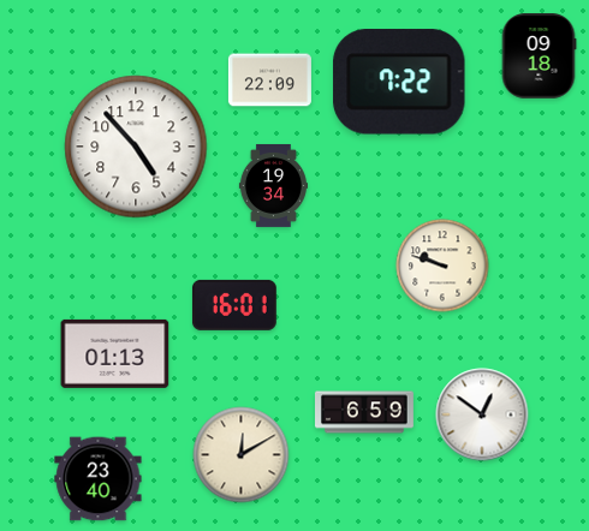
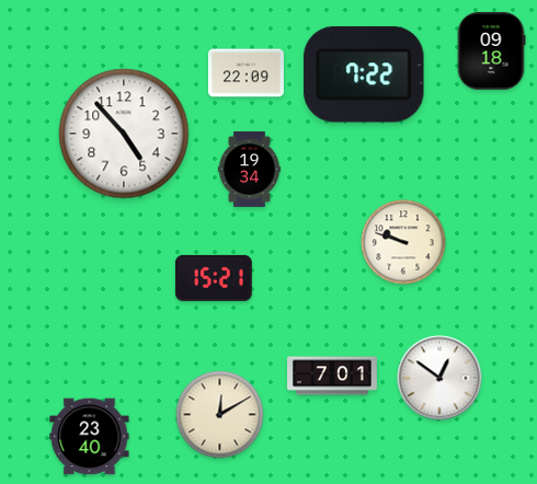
clock at (234, 305): 16:01 -> 15:21
clock at (115, 353): 01:13 -> none
clock at (365, 412): 6:59 -> 7:01
